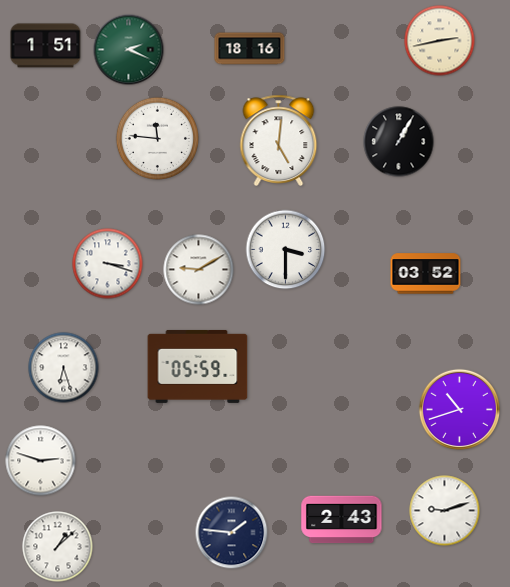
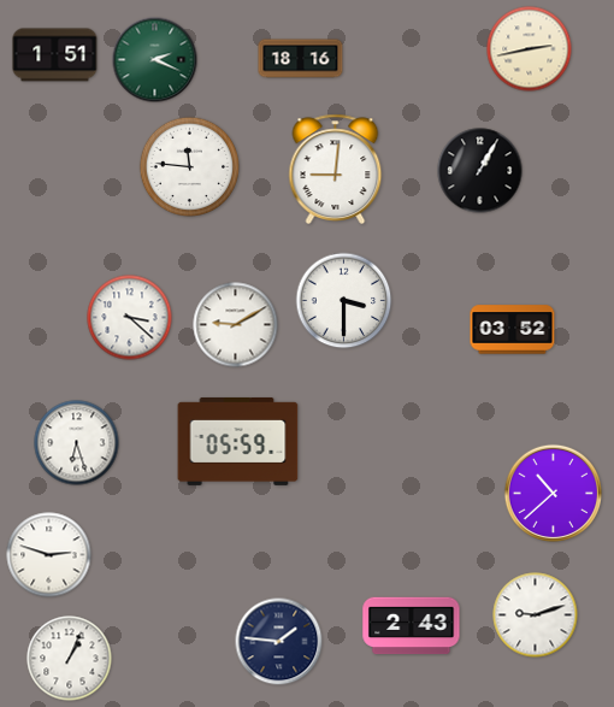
clock at (279, 140): 5:01 -> 9:01
clock at (108, 264): 3:18 -> 3:22
clock at (199, 270) position: (199, 270) -> (236, 325)
clock at (459, 409): 10:42 -> 10:38
clock at (58, 547): 1:08 -> 1:04
